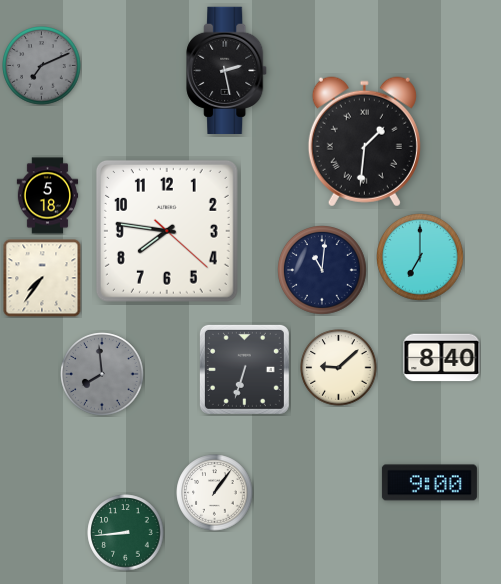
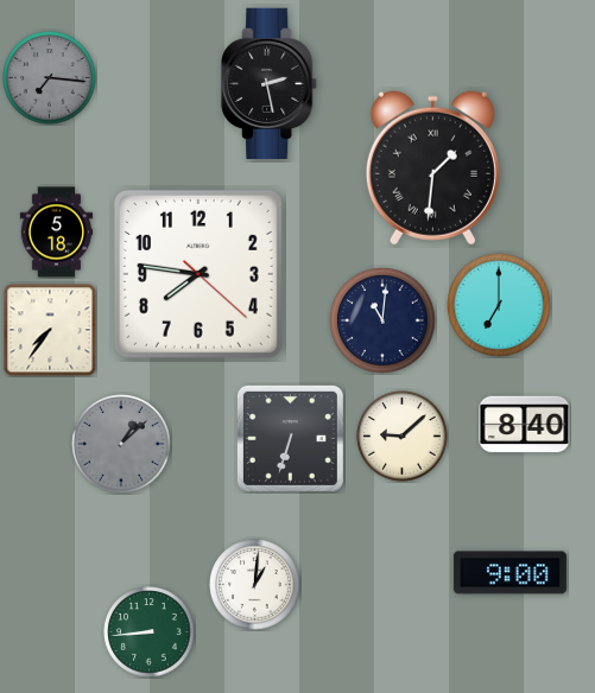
clock at (42, 66): 7:11 -> 7:16
clock at (102, 374): 7:59 -> 1:08
clock at (215, 493): 1:06 -> 1:01
